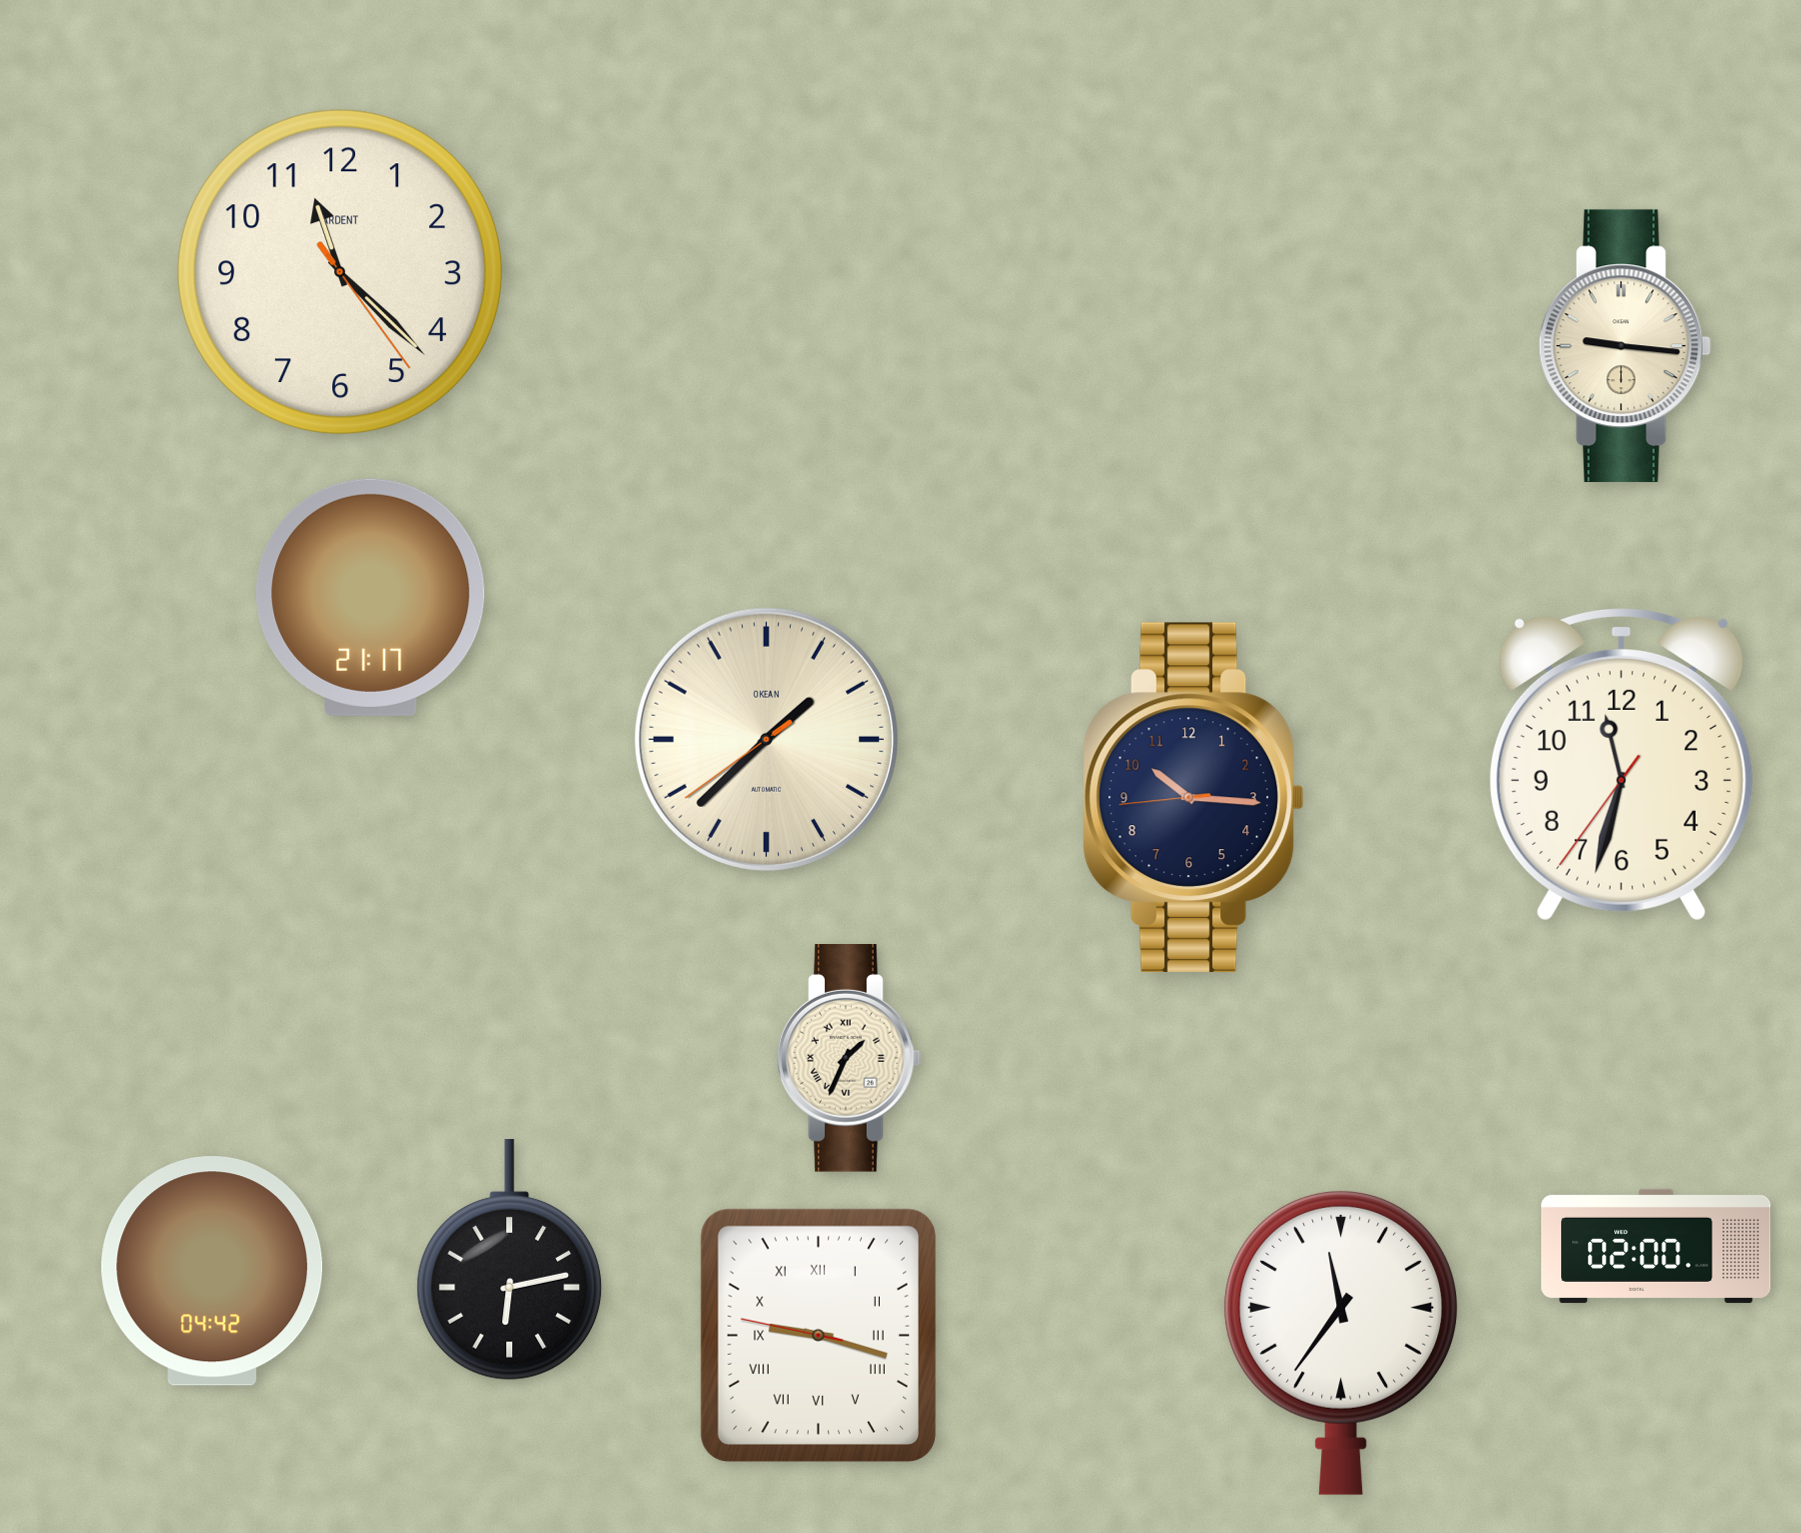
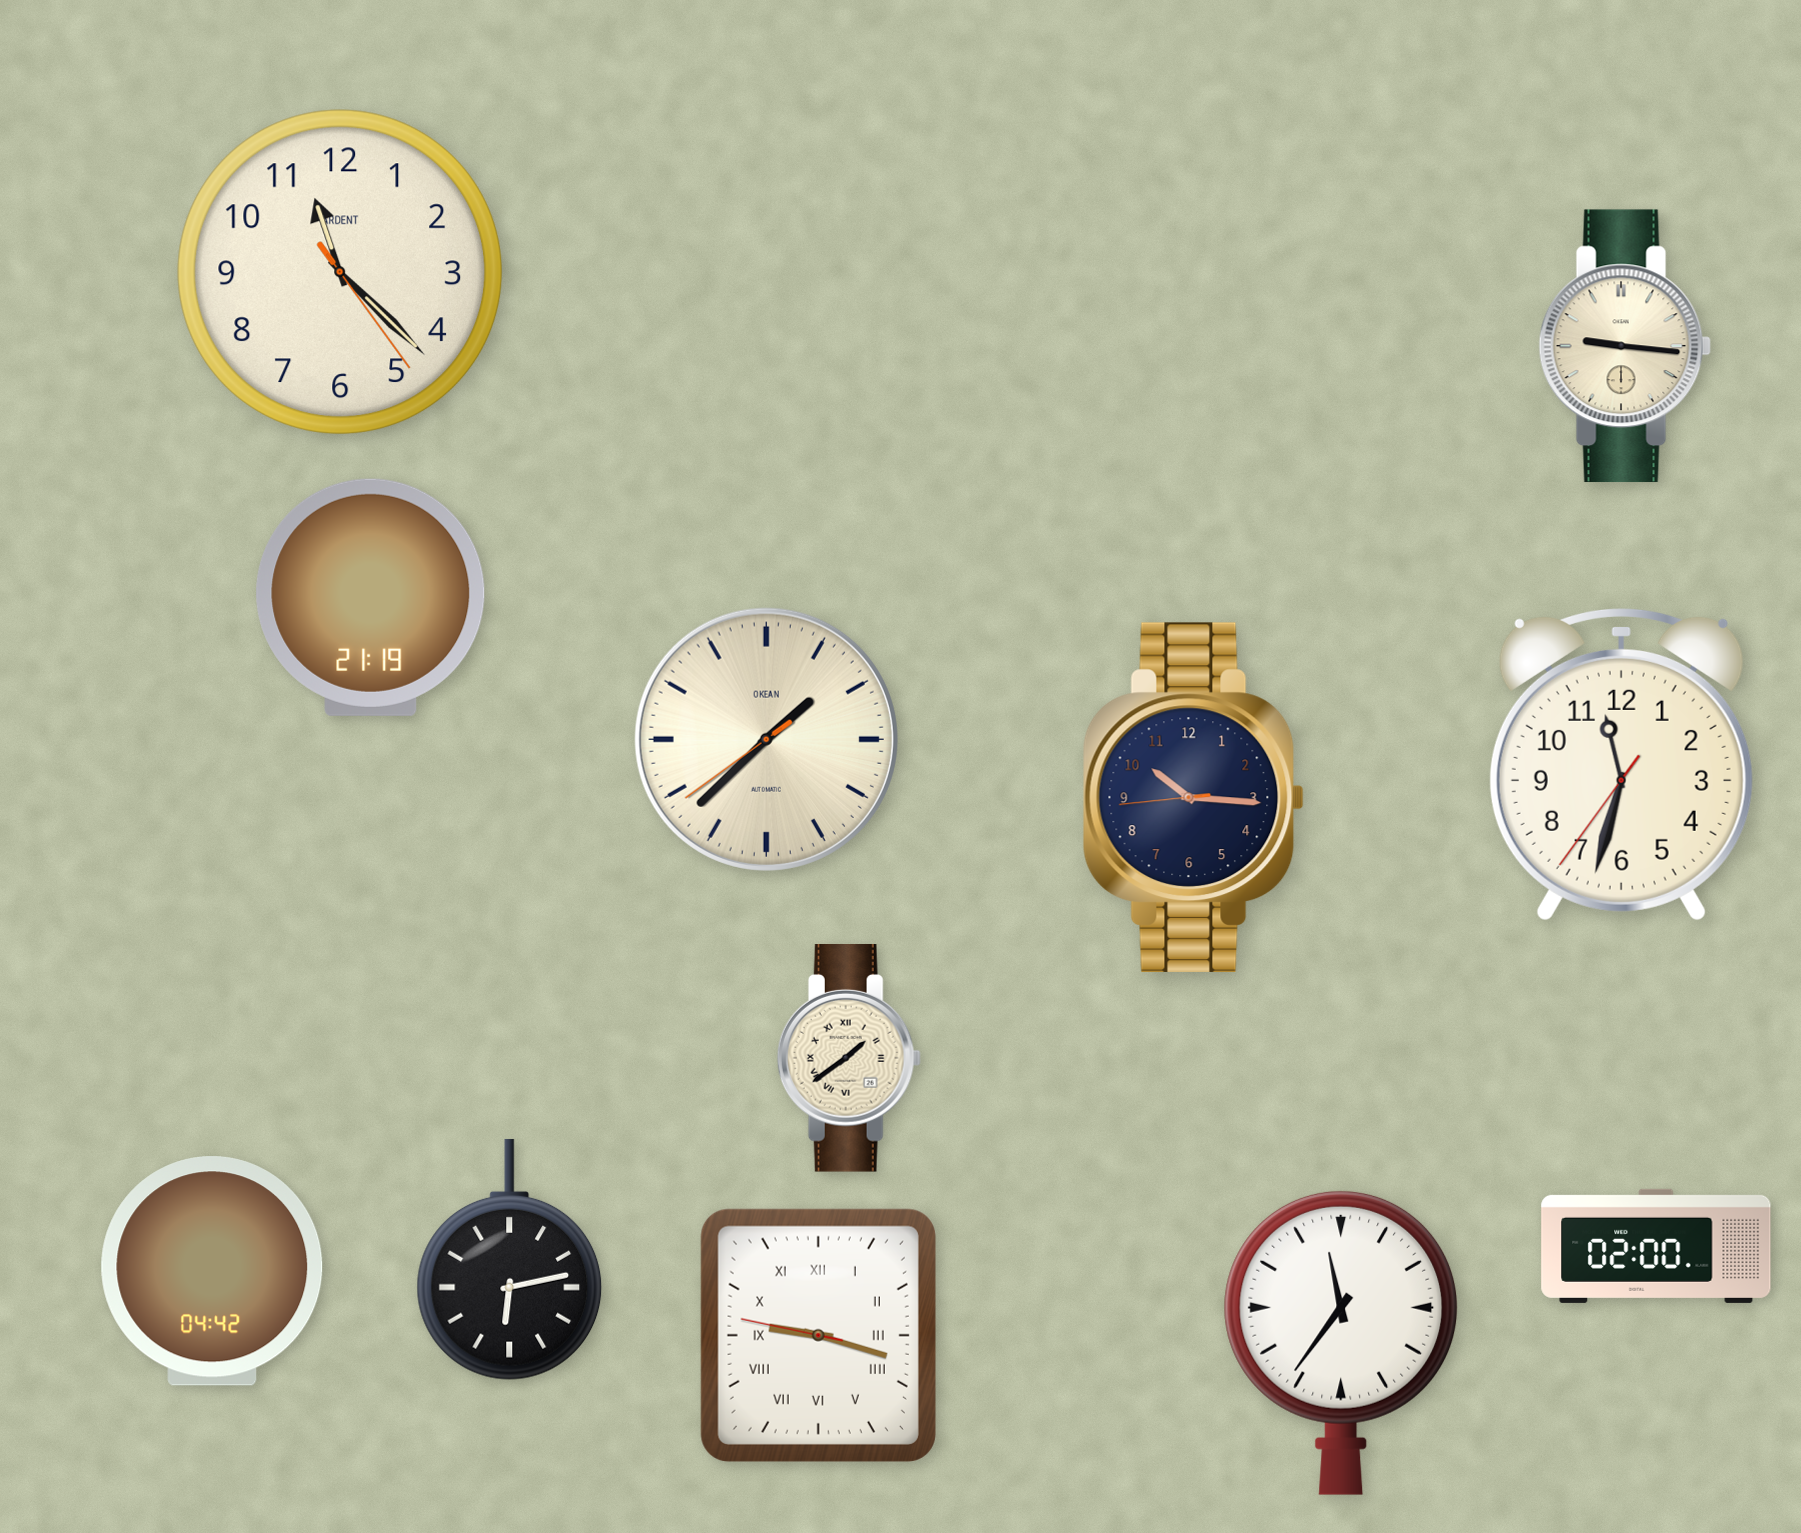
clock at (371, 597): 21:17 -> 21:19
clock at (849, 1059): 1:34 -> 1:39
